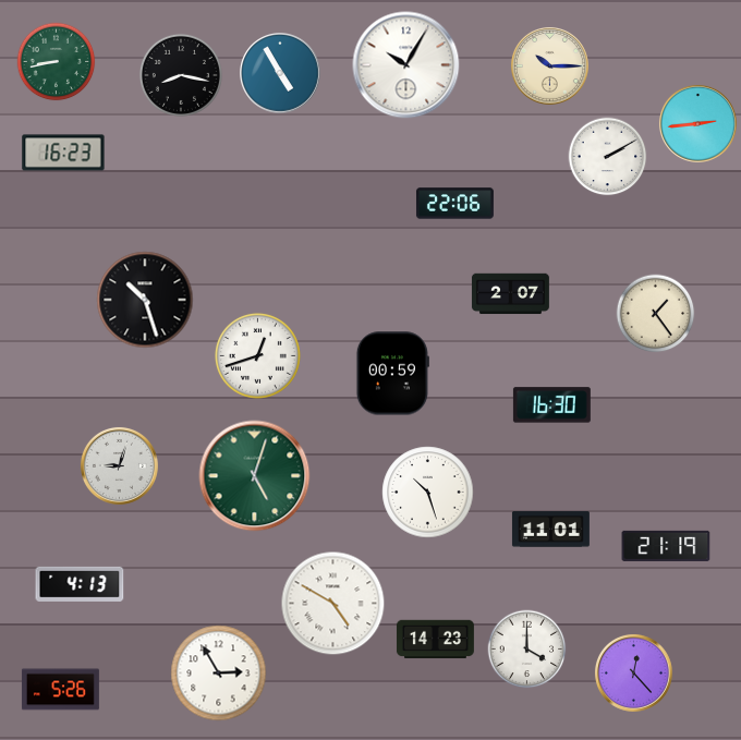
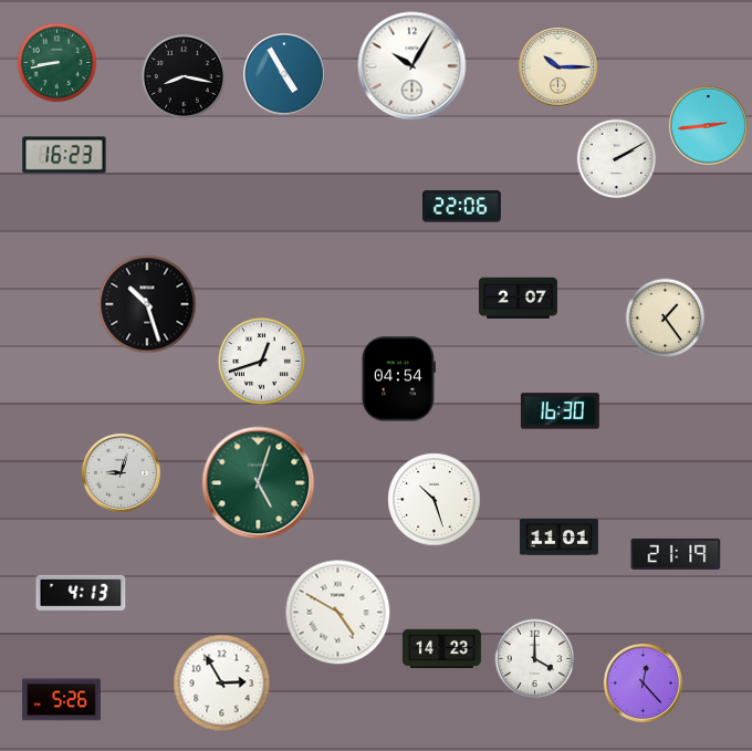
clock at (392, 374): 00:59 -> 04:54
